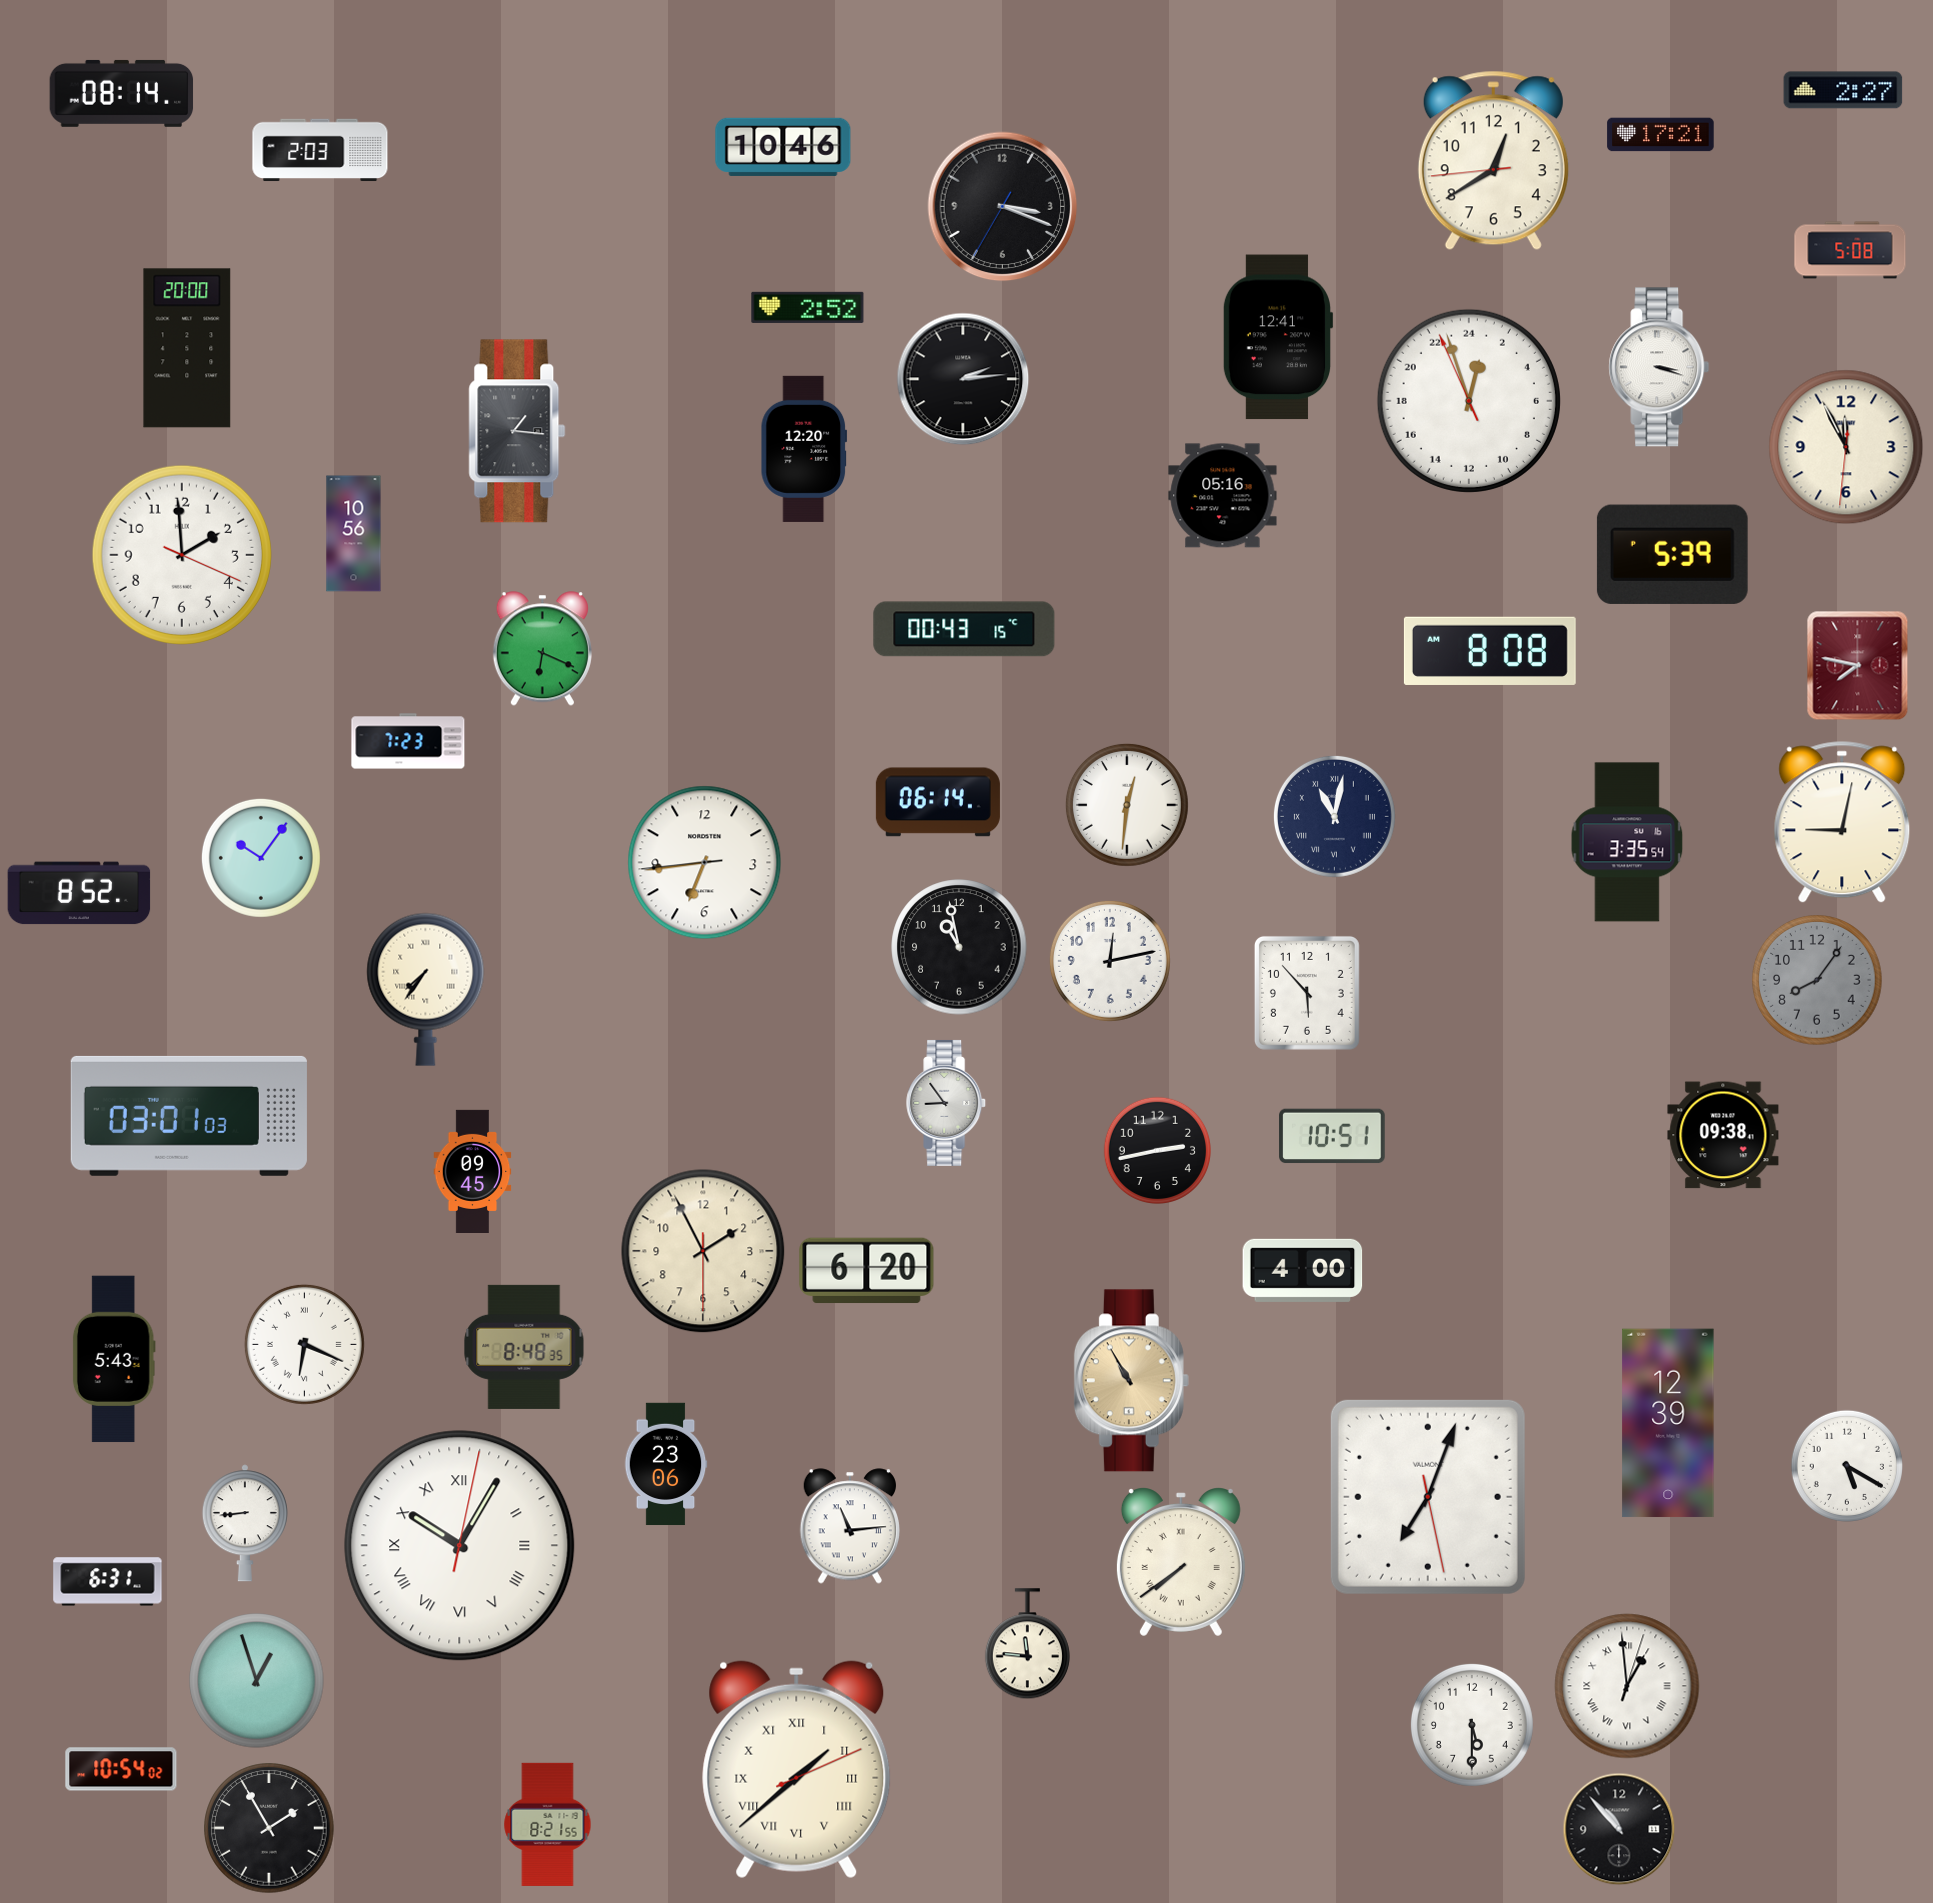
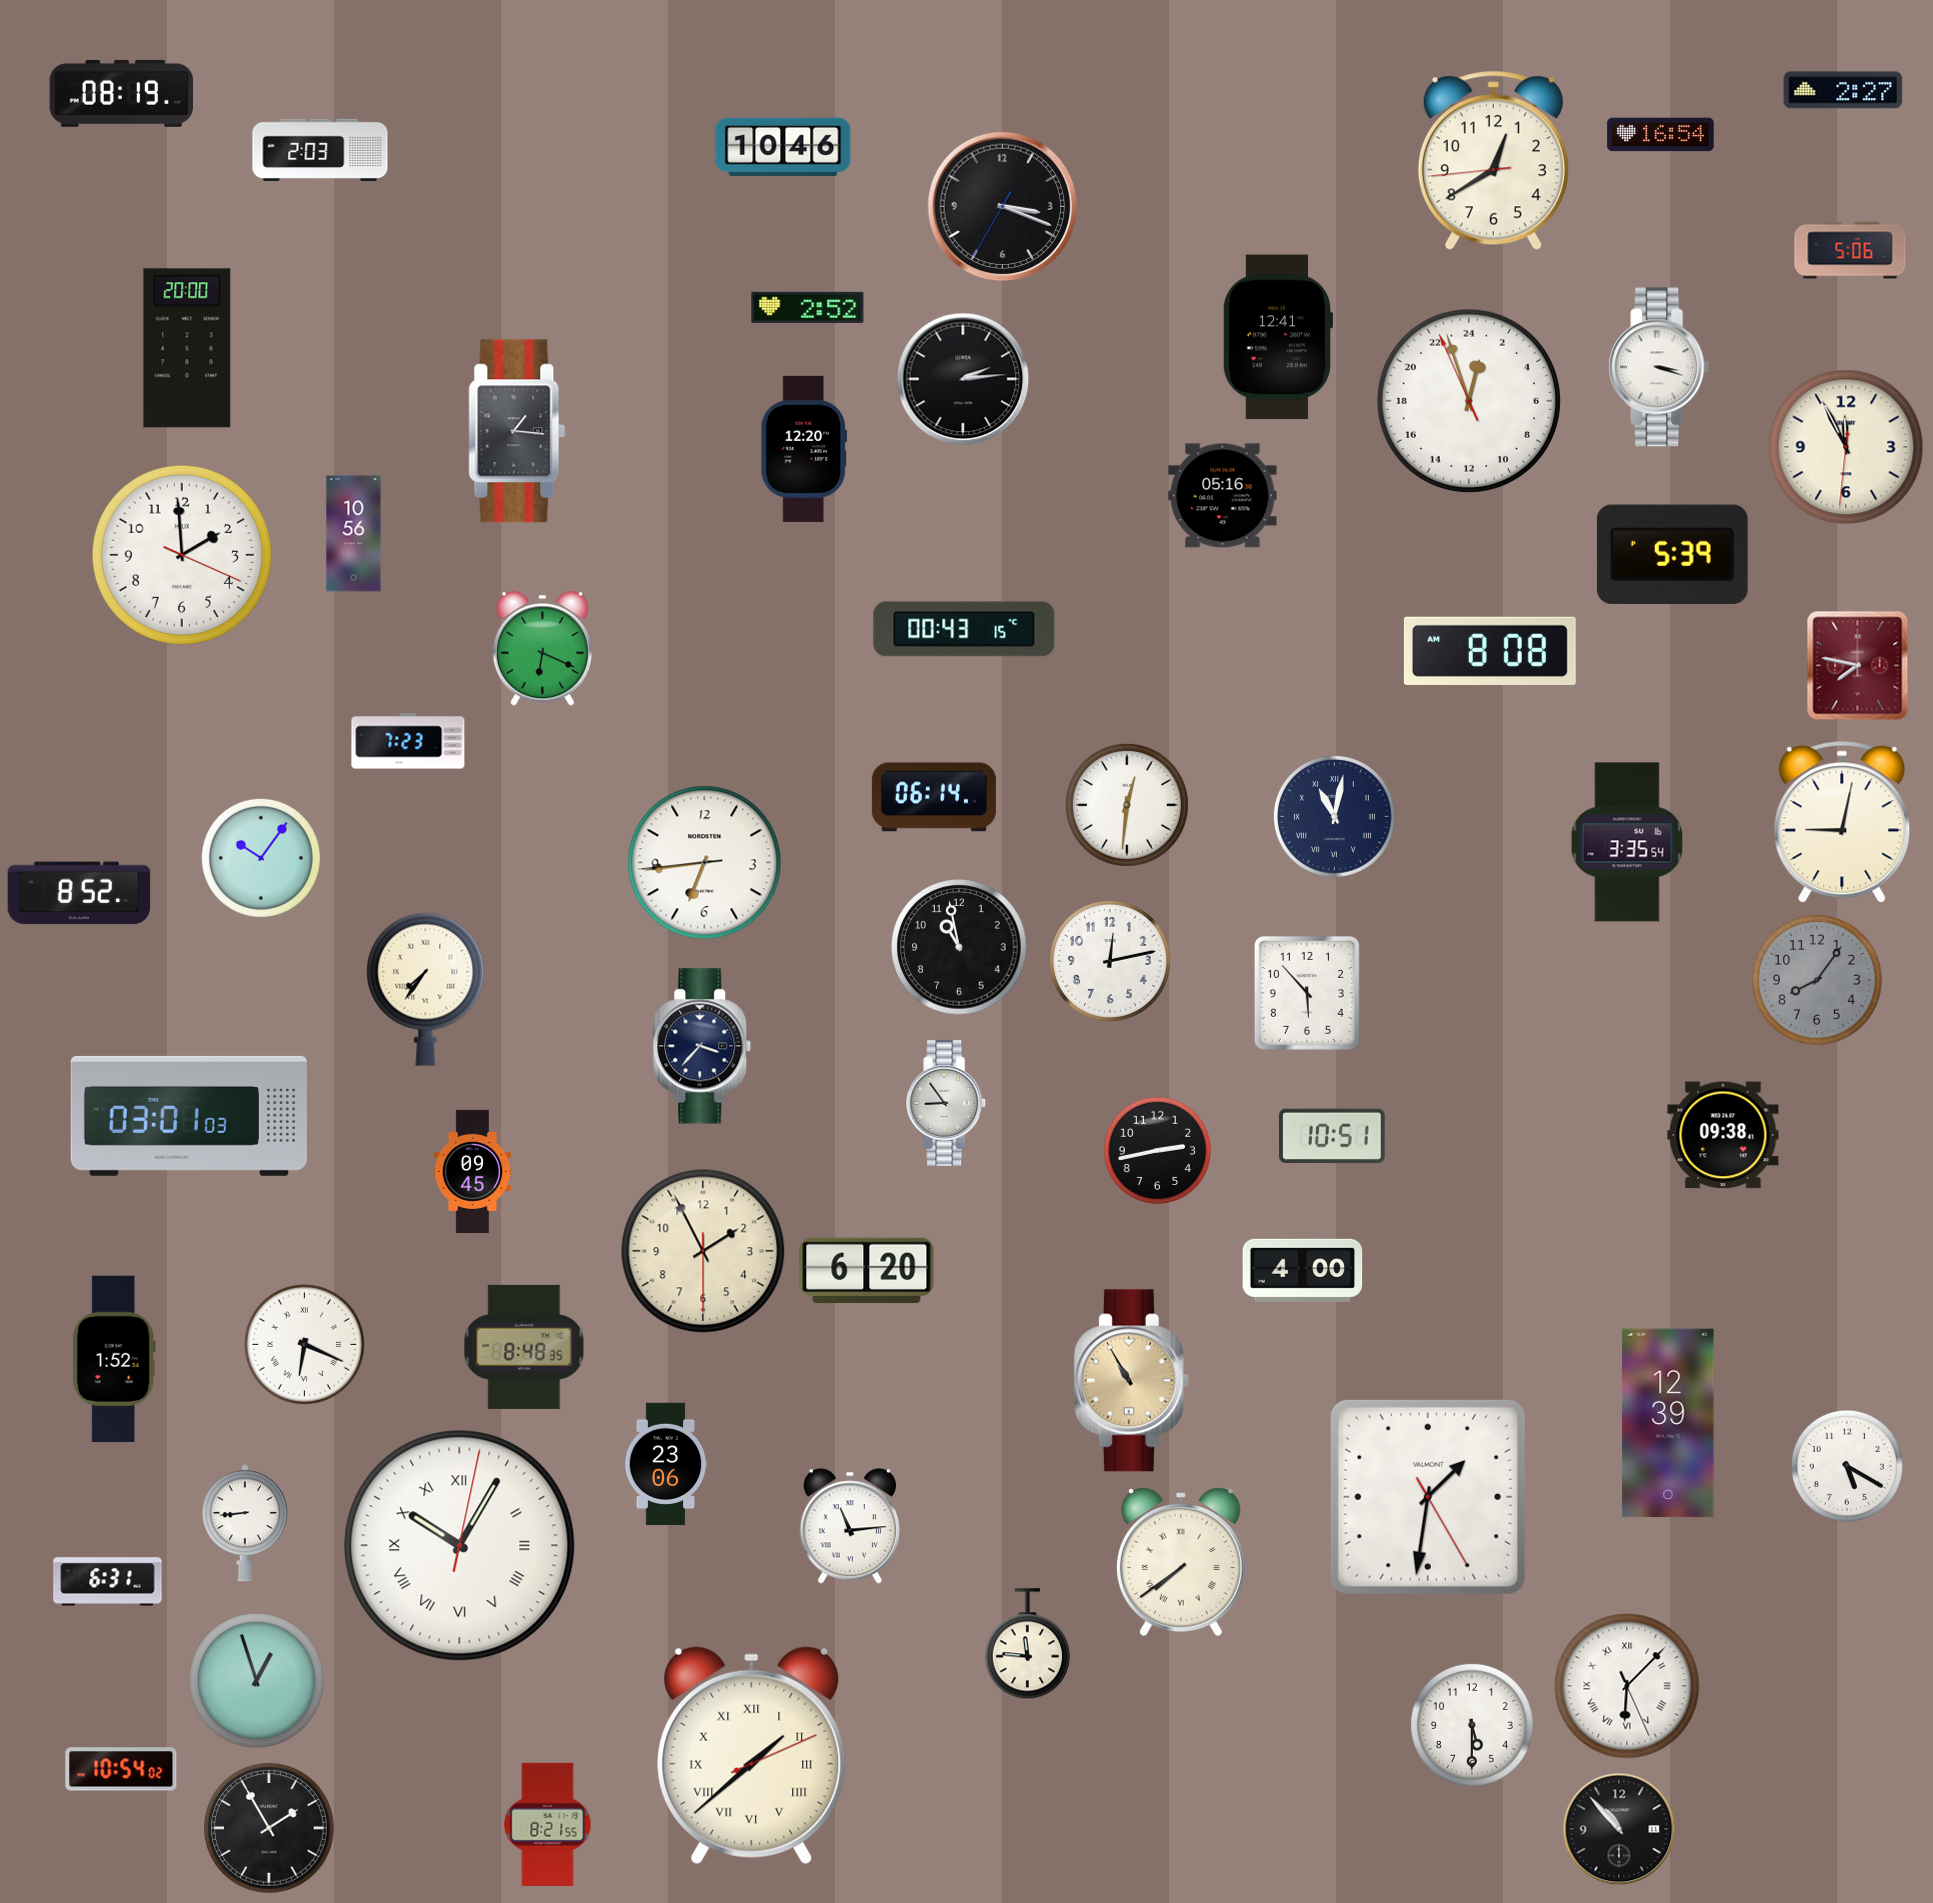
clock at (122, 93): 08:14 -> 08:19
clock at (1661, 135): 17:21 -> 16:54
clock at (1850, 250): 5:08 -> 5:06
clock at (938, 802) position: (938, 802) -> (934, 797)
clock at (702, 1046): none -> 3:37
clock at (114, 1359): 5:43 -> 1:52
clock at (1428, 1497): 7:03 -> 1:31
clock at (1627, 1686): 12:59 -> 6:07
clock at (797, 1770) position: (797, 1770) -> (752, 1756)
